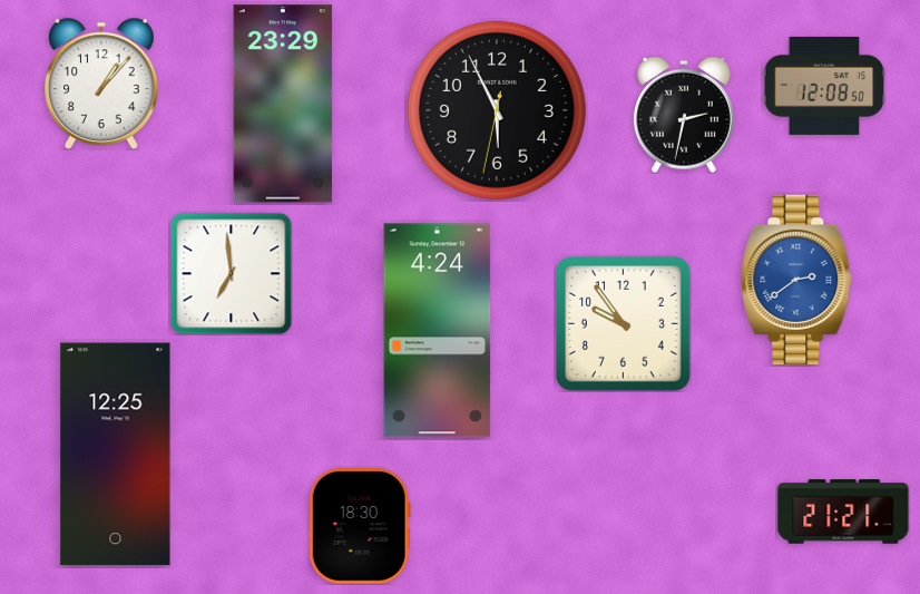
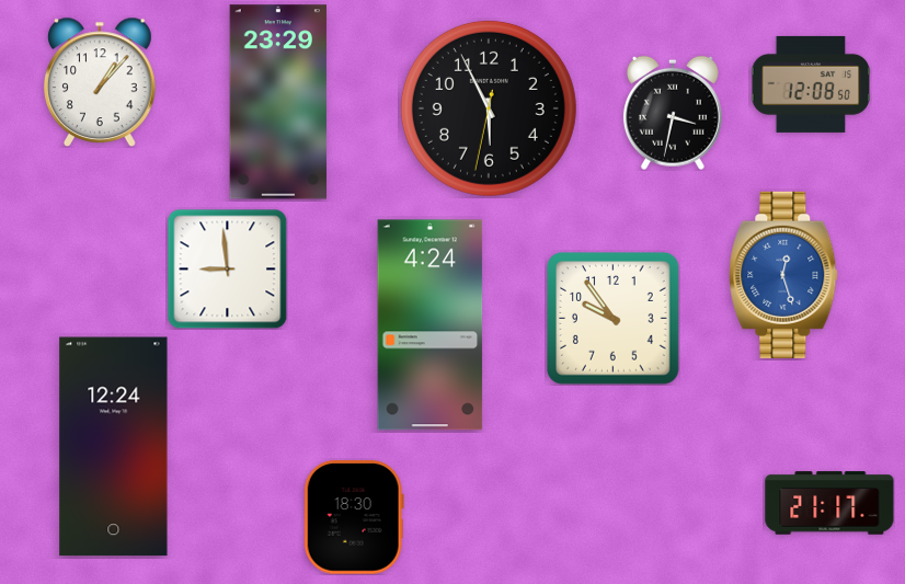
clock at (684, 115): 2:32 -> 3:32
clock at (231, 273): 6:59 -> 8:59
clock at (796, 280): 2:39 -> 12:27
clock at (116, 455): 12:25 -> 12:24
clock at (843, 512): 21:21 -> 21:17
